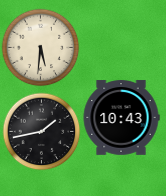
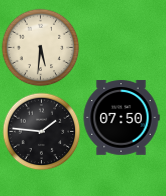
clock at (121, 118): 10:43 -> 07:50
clock at (41, 131): 1:43 -> 1:46
